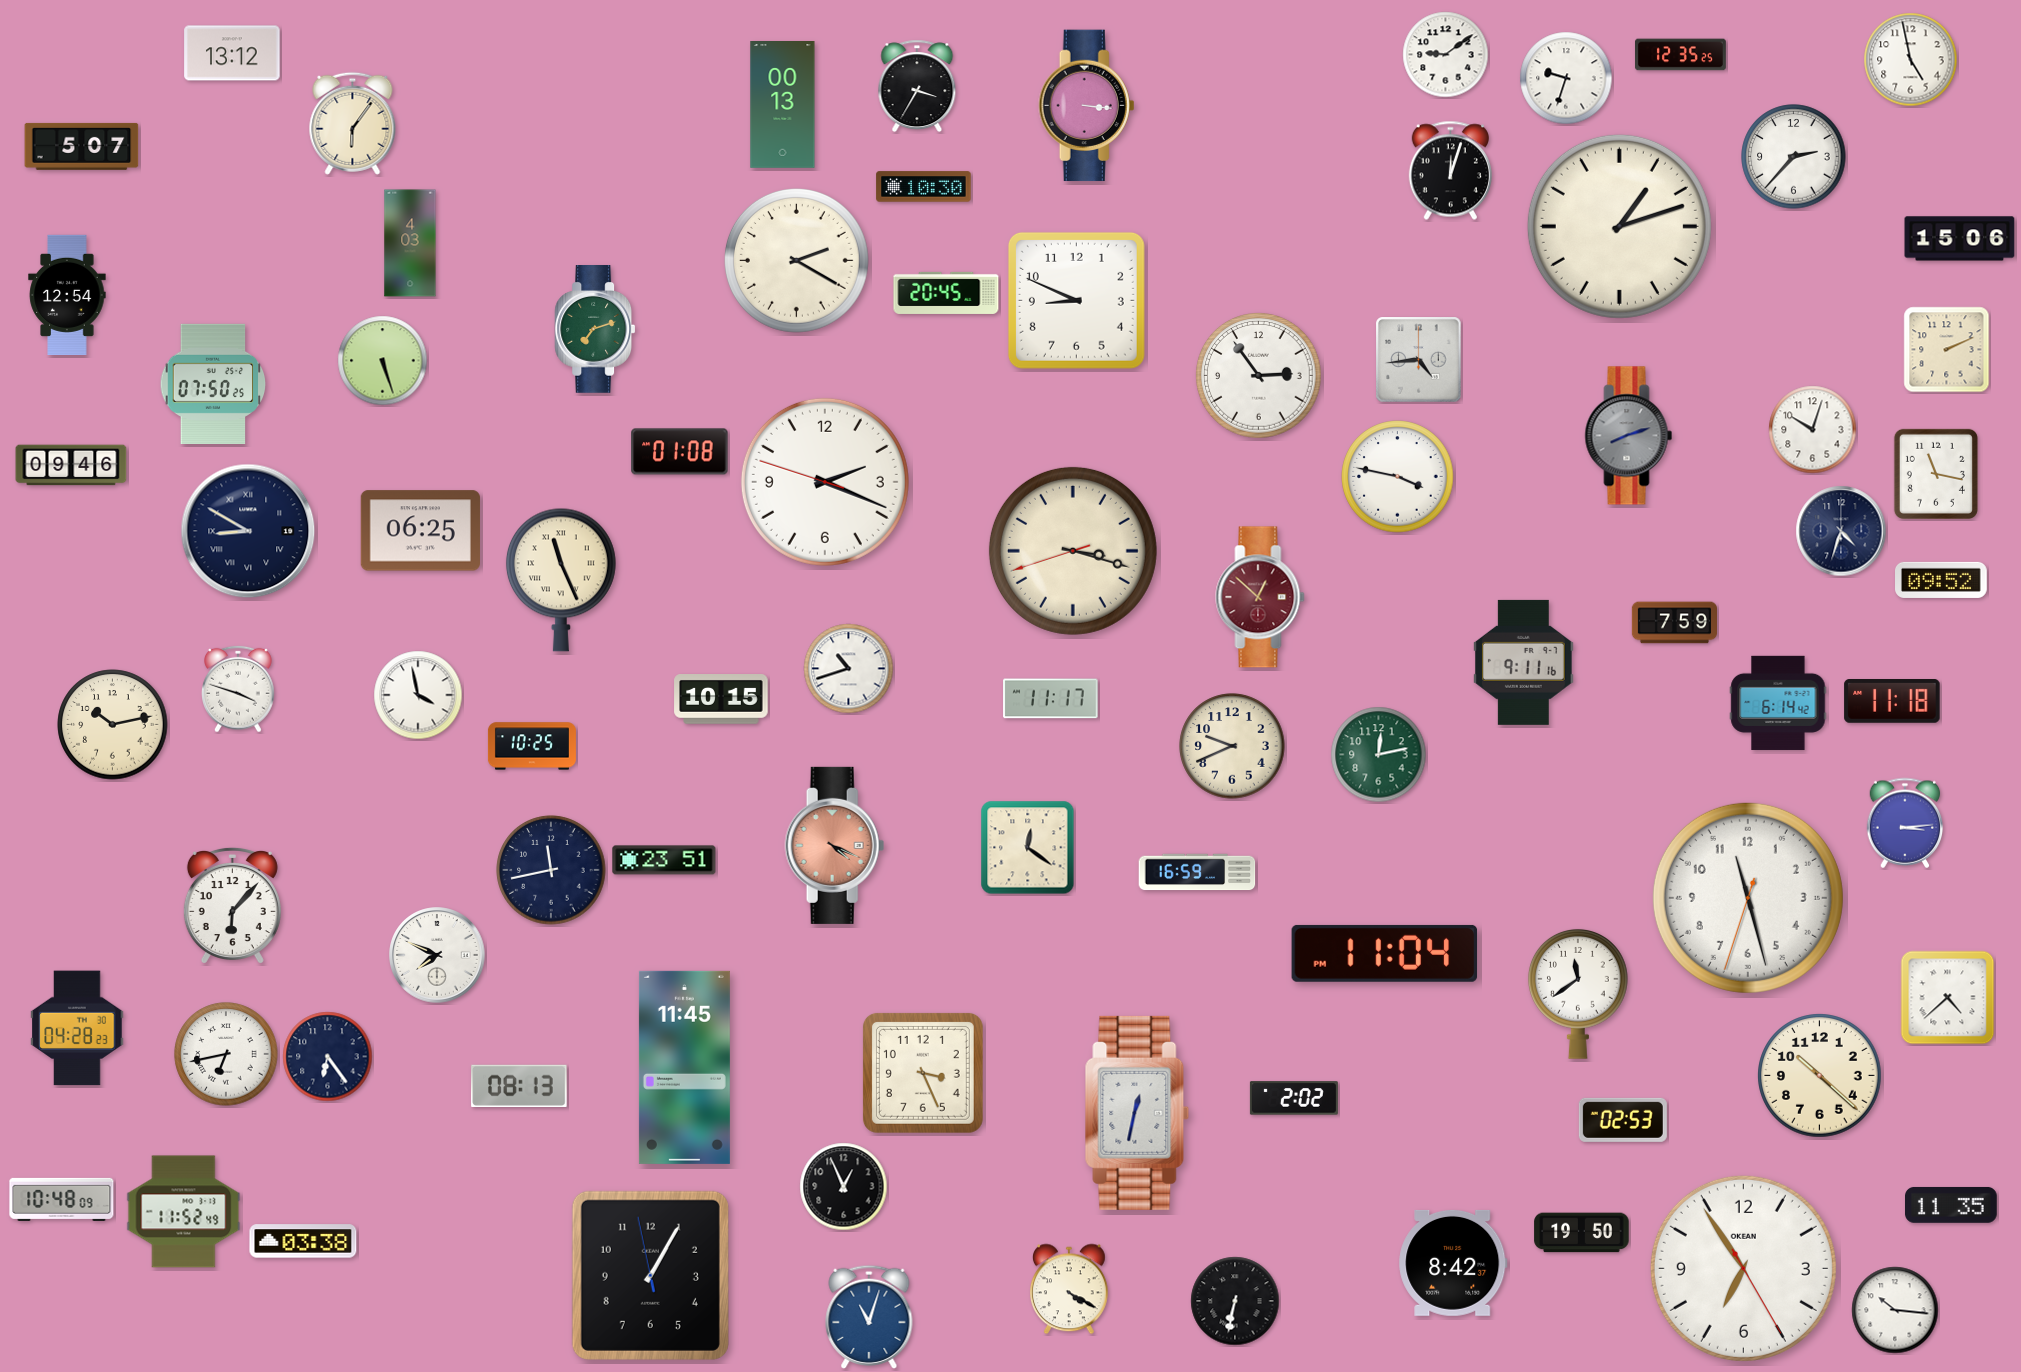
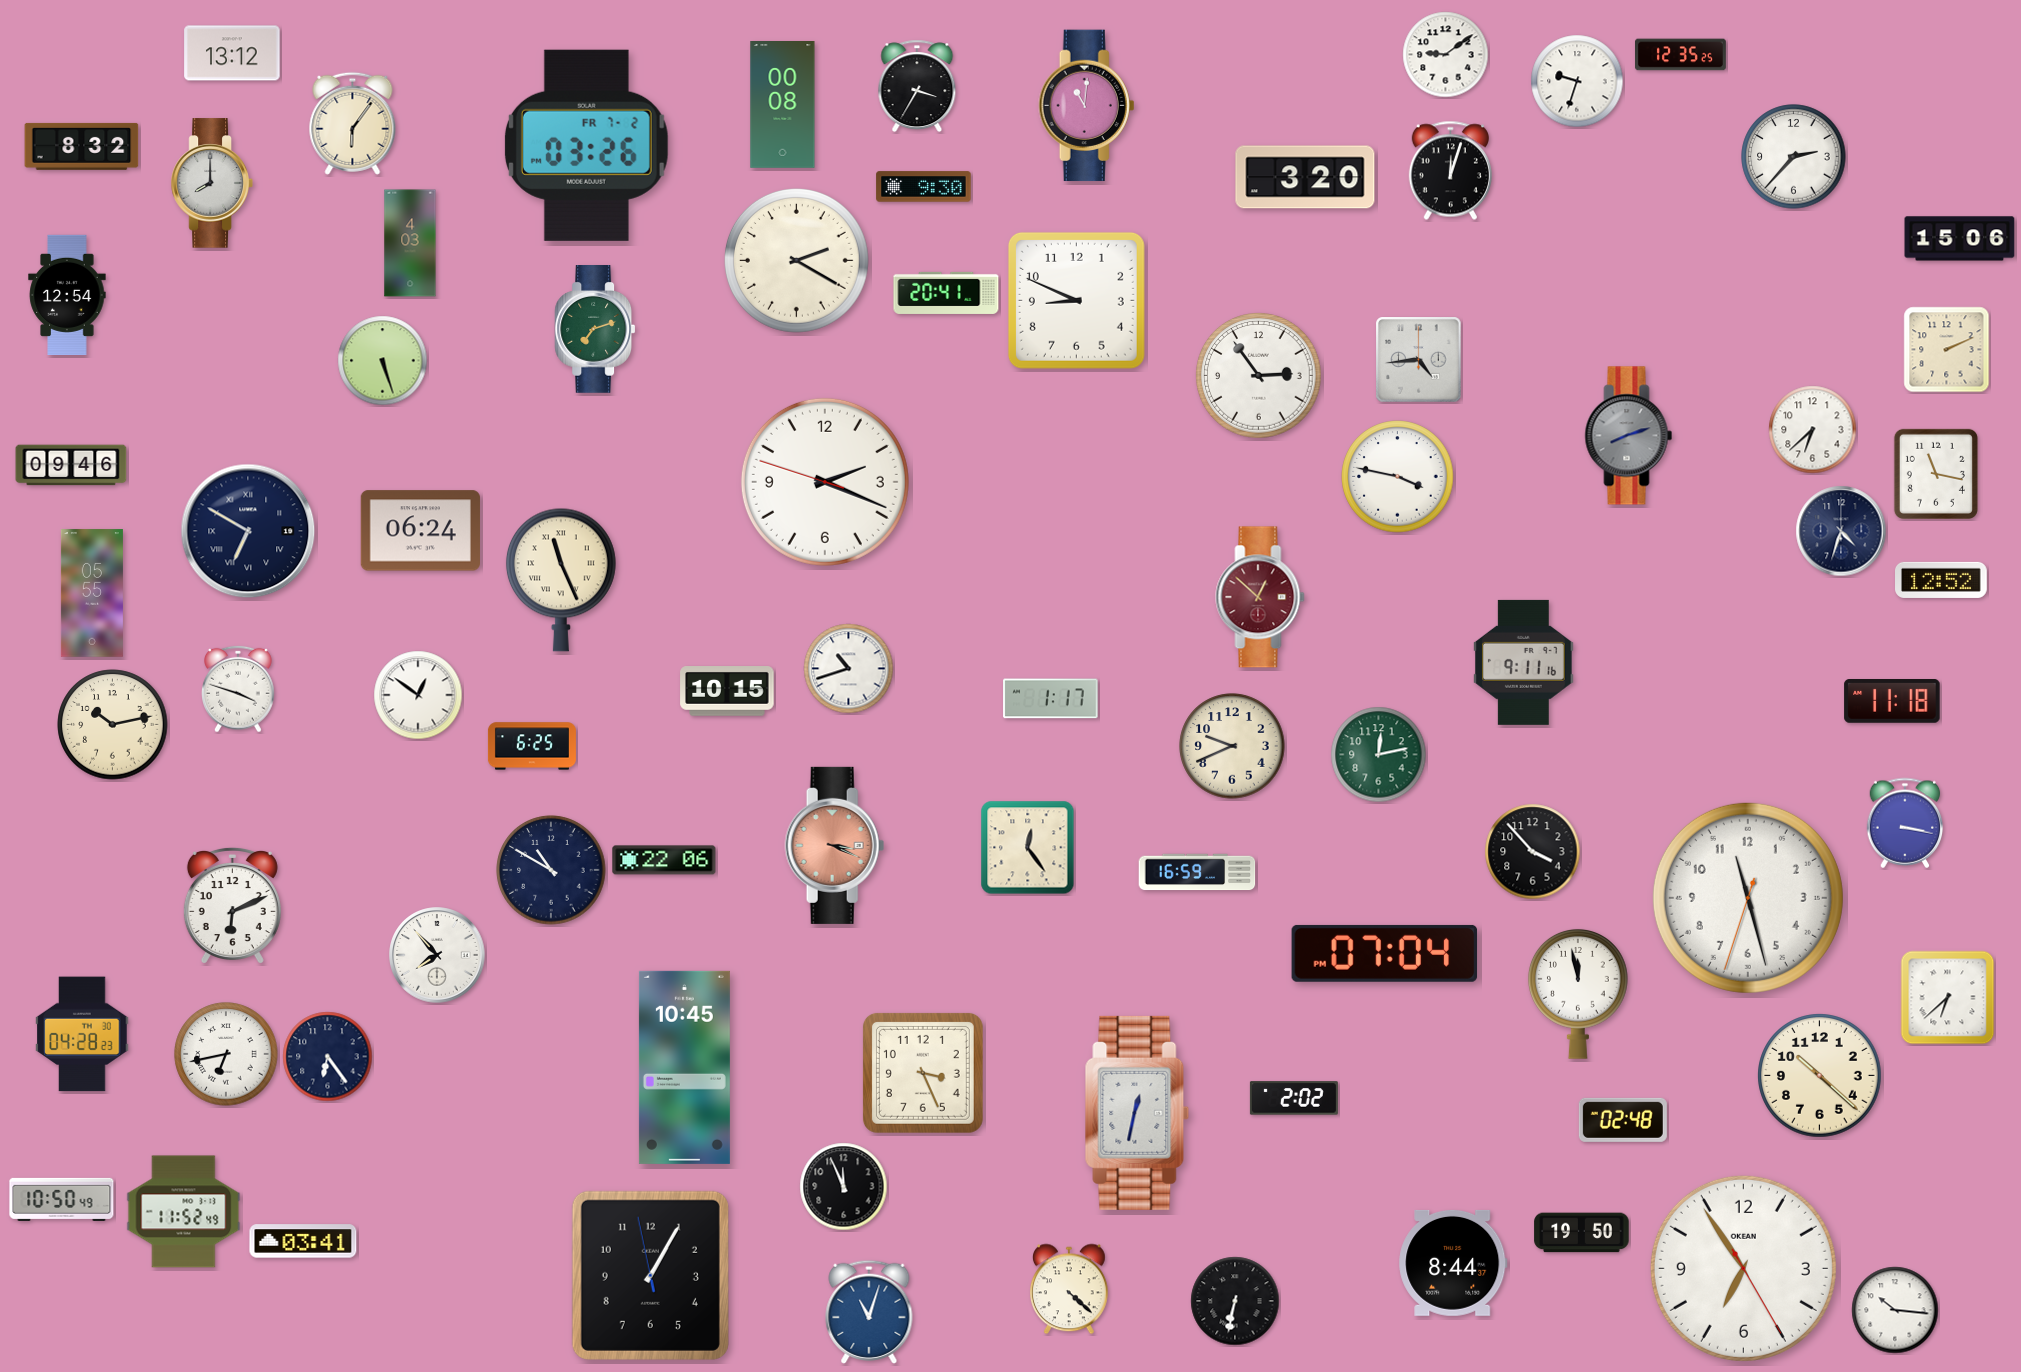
clock at (1911, 60): 4:58 -> none
clock at (1566, 78) position: (1566, 78) -> (1577, 81)
clock at (783, 105): 00:13 -> 00:08
clock at (1087, 106): 3:16 -> 11:01
clock at (586, 145): none -> 03:26
clock at (82, 146): 5:07 -> 8:32
clock at (1305, 177): none -> 3:20
clock at (212, 183): none -> 8:00
clock at (924, 187): 10:30 -> 9:30
clock at (1619, 226): 1:12 -> none
clock at (946, 293): 20:45 -> 20:41
clock at (213, 384): 07:50 -> none
clock at (1813, 430): 10:03 -> 6:38
clock at (680, 452): 01:08 -> none
clock at (248, 531): 8:50 -> 6:50
clock at (420, 531): 06:25 -> 06:24
clock at (1073, 551): 3:17 -> none
clock at (1941, 580): 09:52 -> 12:52
clock at (92, 593): none -> 05:55
clock at (1674, 623): 7:59 -> none
clock at (418, 695): 3:58 -> 12:51
clock at (1051, 699): 11:17 -> 1:17
clock at (721, 700) position: (721, 700) -> (727, 692)
clock at (1778, 703): 6:14 -> none
clock at (532, 746): 10:25 -> 6:25
clock at (1905, 823): 3:14 -> 3:17
clock at (835, 845): 4:19 -> 3:19
clock at (1028, 848): 12:21 -> 12:24
clock at (1533, 852): none -> 3:53
clock at (664, 860): 23:51 -> 22:06
clock at (551, 870): 11:43 -> 10:50
clock at (232, 905): 6:07 -> 6:11
clock at (1385, 953): 11:04 -> 07:04
clock at (437, 955): 7:49 -> 7:53
clock at (1578, 994): 11:39 -> 11:58
clock at (1948, 998): 4:38 -> 6:38
clock at (77, 1028) position: (77, 1028) -> (82, 1034)
clock at (684, 1067): 11:45 -> 10:45
clock at (519, 1085): 08:13 -> none
clock at (1623, 1120): 02:53 -> 02:48
clock at (844, 1187): 12:56 -> 11:56
clock at (62, 1199): 10:48 -> 10:50
clock at (1952, 1205): 11:35 -> none
clock at (303, 1241): 03:38 -> 03:41
clock at (1453, 1263): 8:42 -> 8:44
clock at (1070, 1289): 4:20 -> 4:22
clock at (869, 1317) position: (869, 1317) -> (869, 1312)
